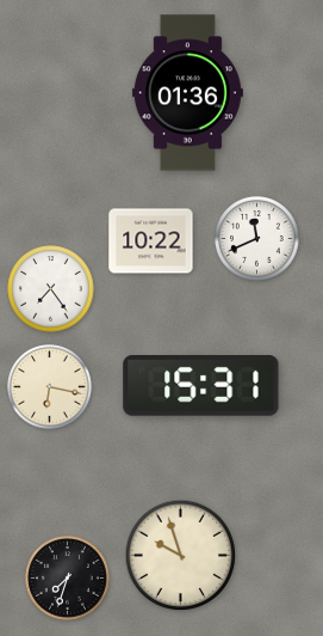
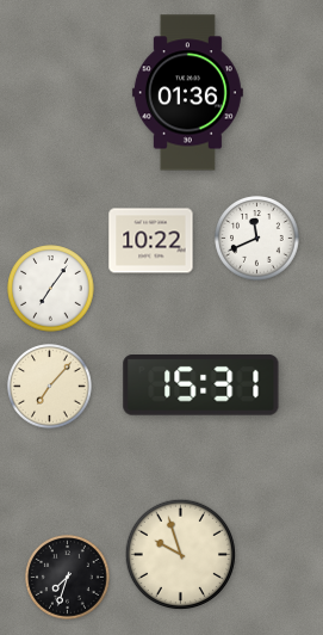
clock at (51, 289): 7:24 -> 7:06
clock at (50, 387): 6:17 -> 7:07
